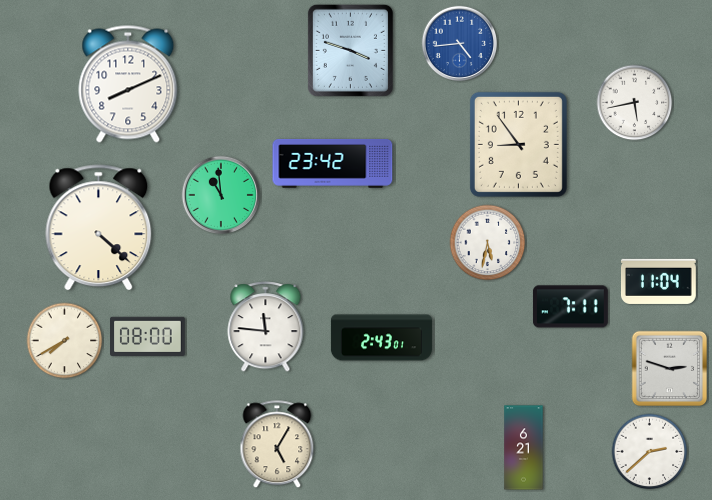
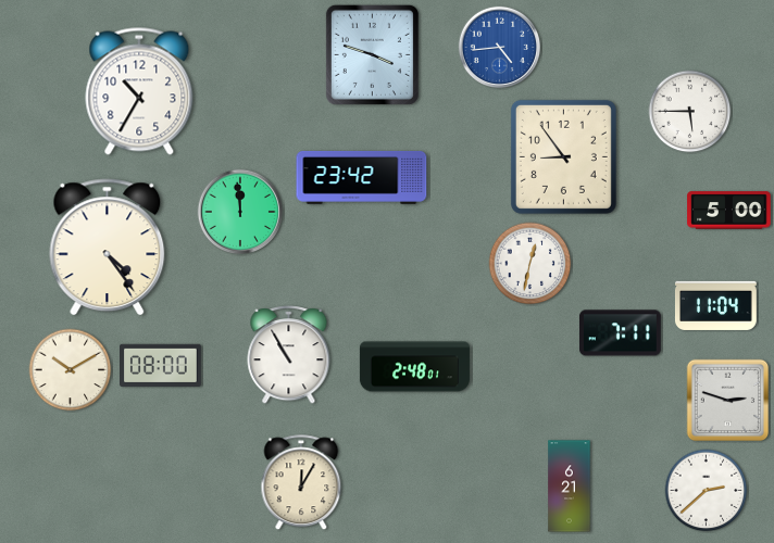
clock at (350, 50) position: (350, 50) -> (372, 54)
clock at (128, 84): 8:11 -> 10:35
clock at (635, 103): 5:43 -> 5:45
clock at (729, 211): none -> 5:00
clock at (221, 195): 10:59 -> 11:59
clock at (99, 228): 4:22 -> 4:24
clock at (488, 243): 5:32 -> 12:32
clock at (266, 327): 11:46 -> 10:55
clock at (381, 338): 2:43 -> 2:48
clock at (65, 341): 7:40 -> 10:10
clock at (277, 445): 5:05 -> 12:05
